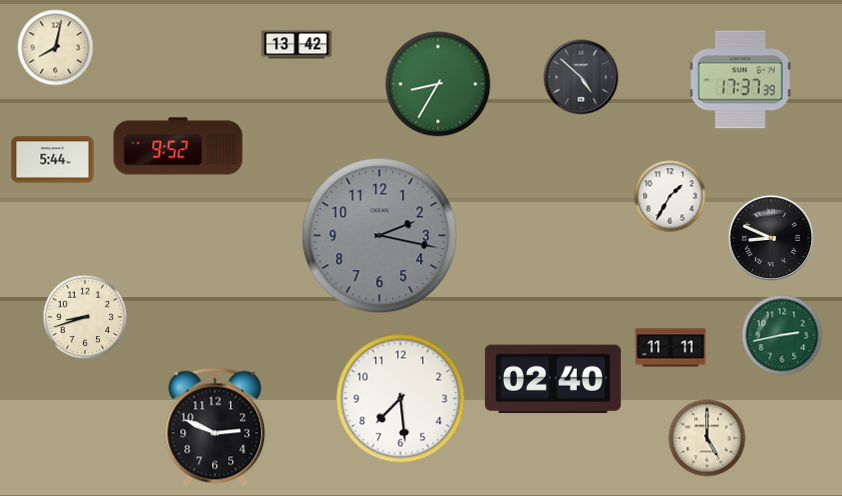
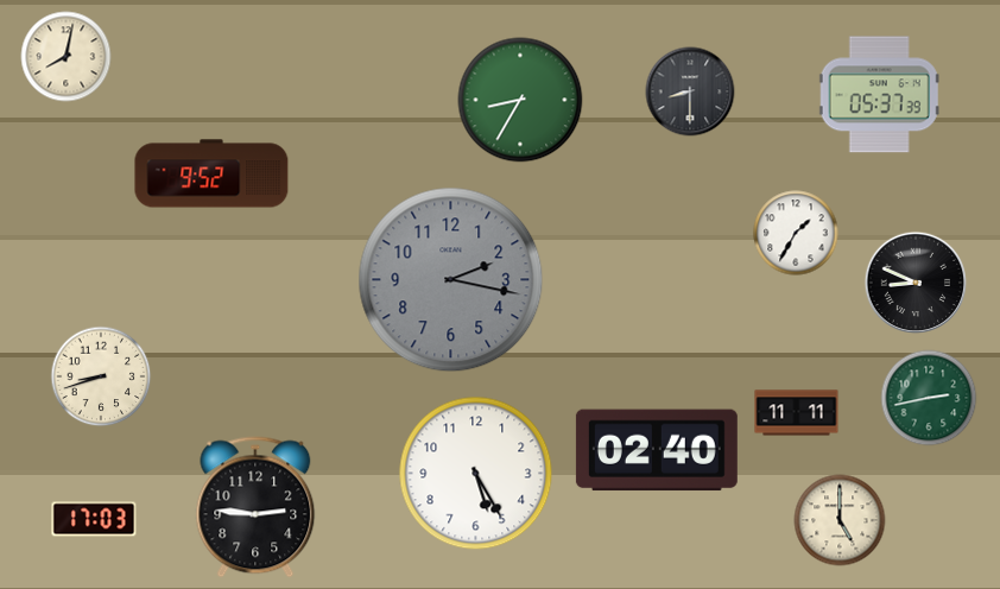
clock at (297, 45): 13:42 -> none
clock at (581, 77): 4:52 -> 8:30
clock at (740, 80): 17:37 -> 05:37
clock at (53, 160): 5:44 -> none
clock at (401, 399): 7:29 -> 5:25
clock at (215, 427): 2:49 -> 2:46
clock at (94, 519): none -> 17:03
